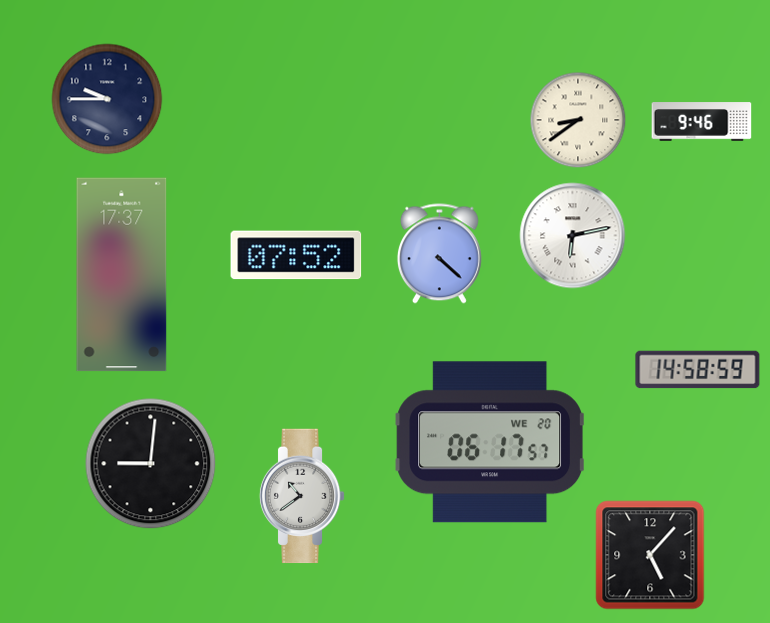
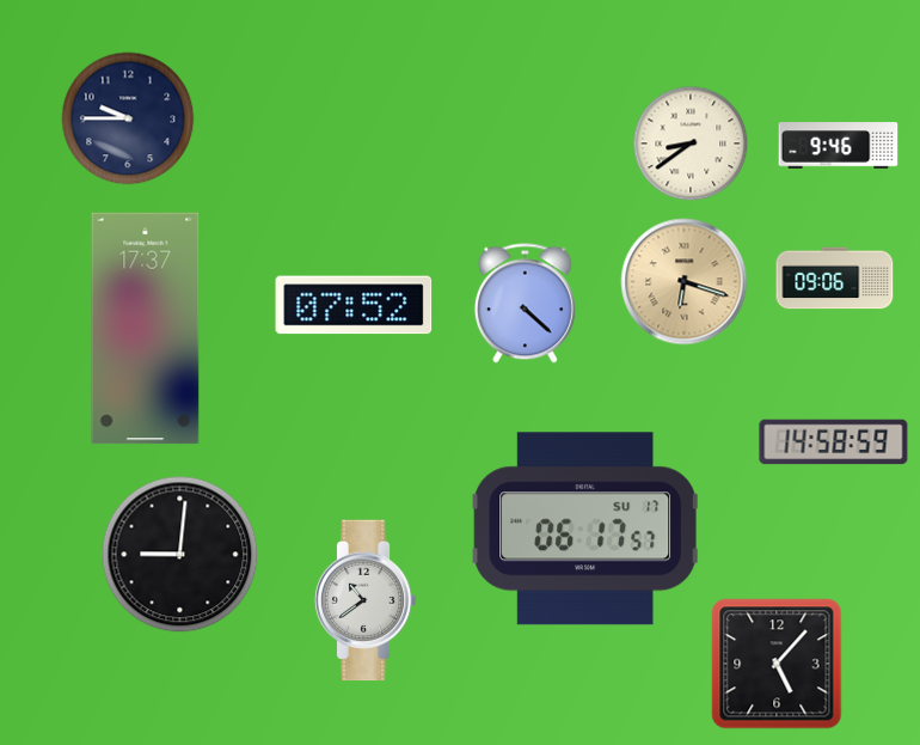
clock at (835, 279): none -> 09:06
clock at (573, 236): 6:13 -> 6:18
clock at (573, 236) dial: white -> champagne
clock at (490, 442) date: WE 20 -> SU 17
clock at (302, 496) position: (302, 496) -> (366, 600)
